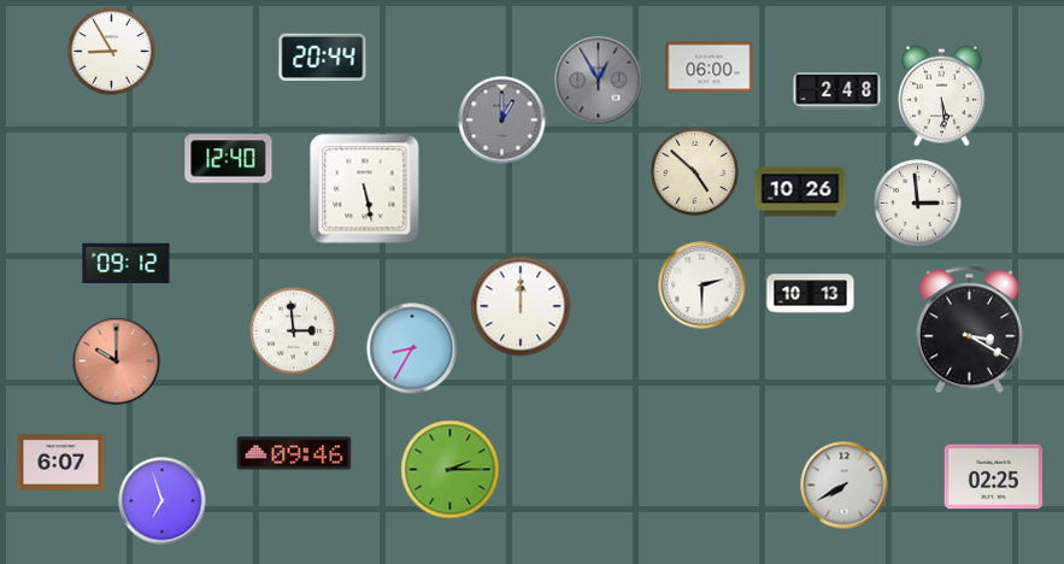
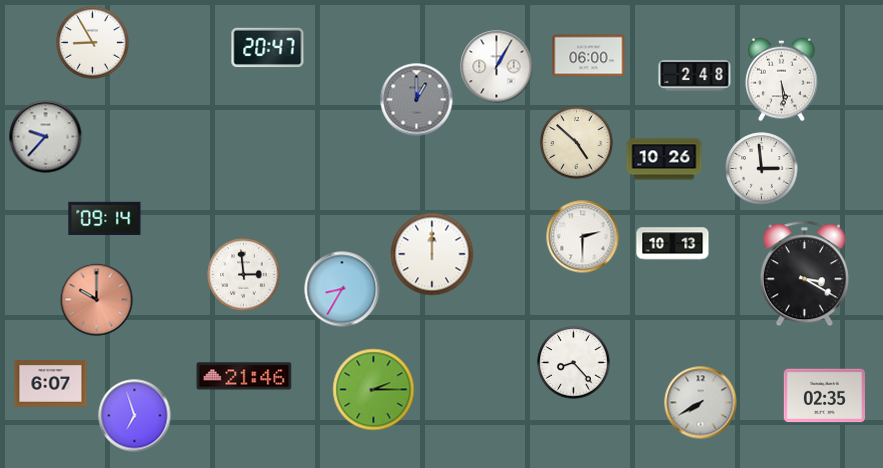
clock at (323, 58): 20:44 -> 20:47
clock at (599, 81): 12:55 -> 1:05
clock at (599, 81) dial: grey -> white
clock at (229, 159): 12:40 -> none
clock at (46, 137): none -> 9:37
clock at (365, 189): 5:28 -> none
clock at (127, 263): 09:12 -> 09:14
clock at (574, 363): none -> 8:23
clock at (294, 453): 09:46 -> 21:46
clock at (993, 477): 02:25 -> 02:35
